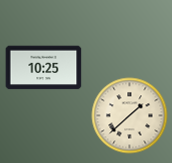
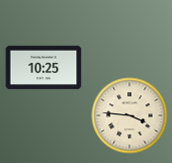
clock at (130, 116): 1:38 -> 3:46
